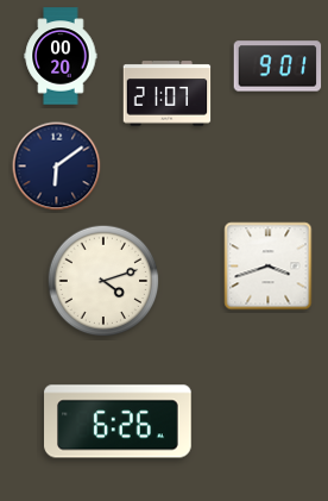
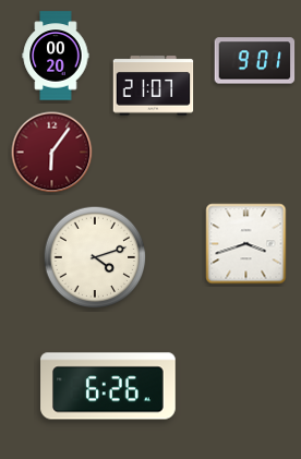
clock at (61, 56) position: (61, 56) -> (56, 56)
clock at (57, 167): 6:09 -> 6:06
clock at (57, 167) dial: navy -> burgundy
